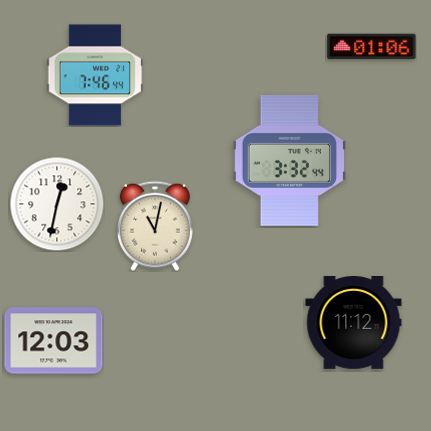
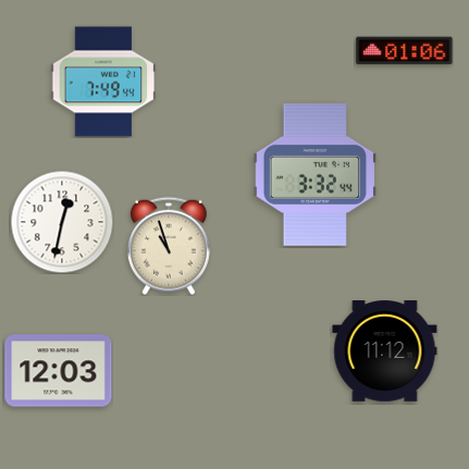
clock at (95, 75): 7:46 -> 7:49
clock at (155, 226): 11:02 -> 10:57
